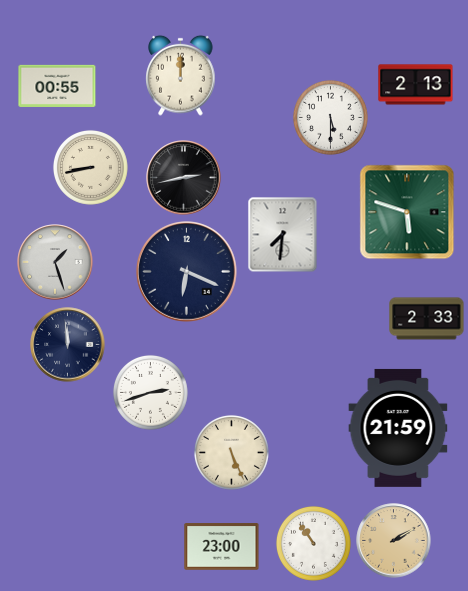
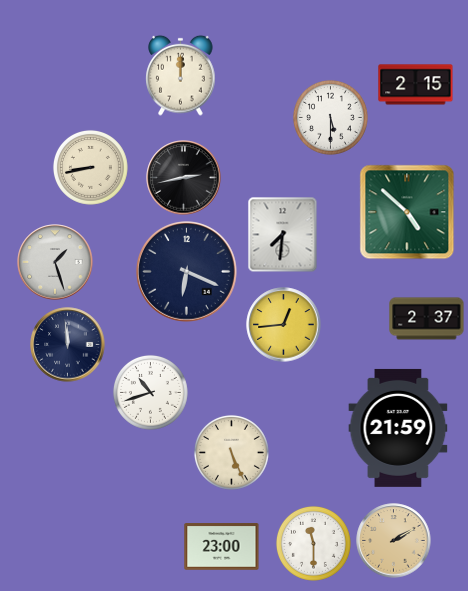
clock at (416, 85): 2:13 -> 2:15
clock at (57, 86): 00:55 -> none
clock at (407, 212): 5:48 -> 4:52
clock at (427, 319): 2:33 -> 2:37
clock at (284, 325): none -> 12:44
clock at (150, 392): 2:42 -> 10:42
clock at (313, 543): 10:54 -> 11:30
